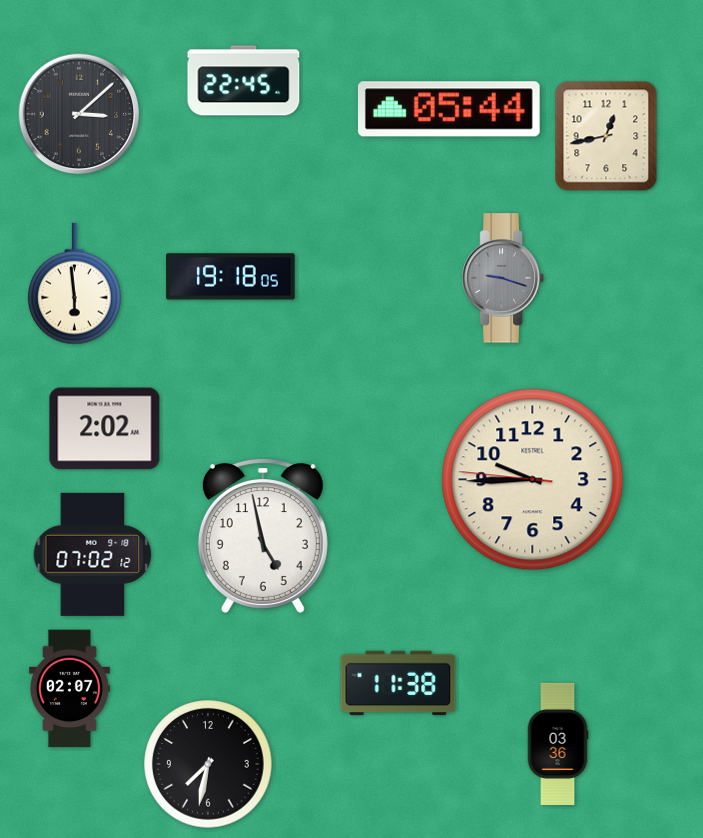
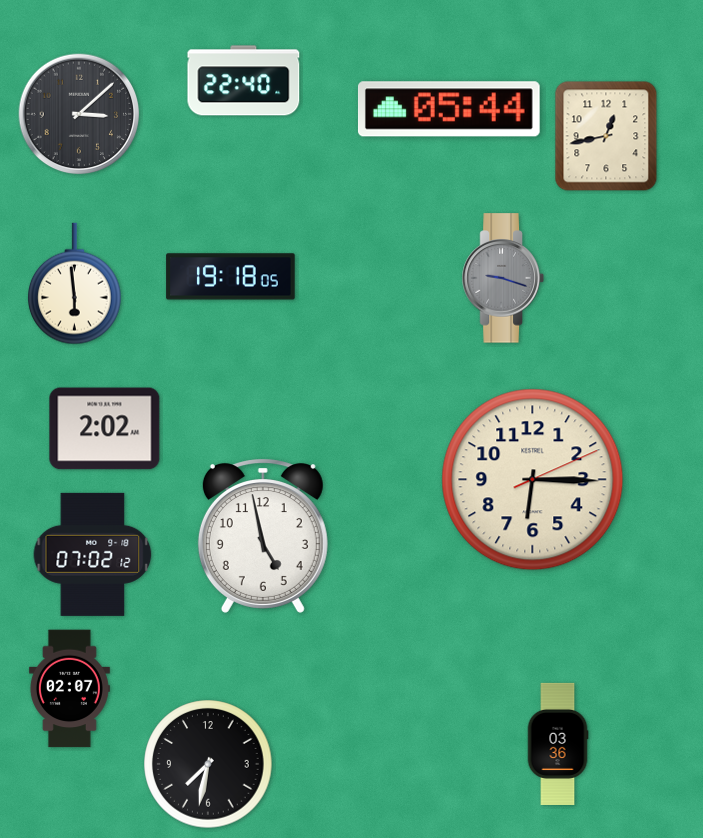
clock at (244, 81): 22:45 -> 22:40
clock at (533, 480): 9:44 -> 6:15
clock at (398, 683): 11:38 -> none
